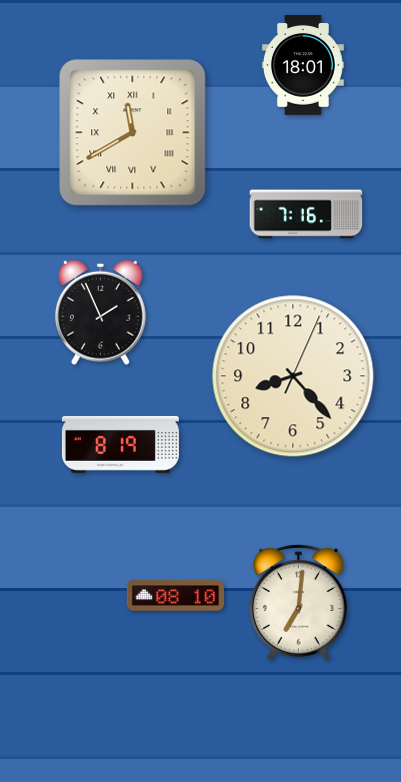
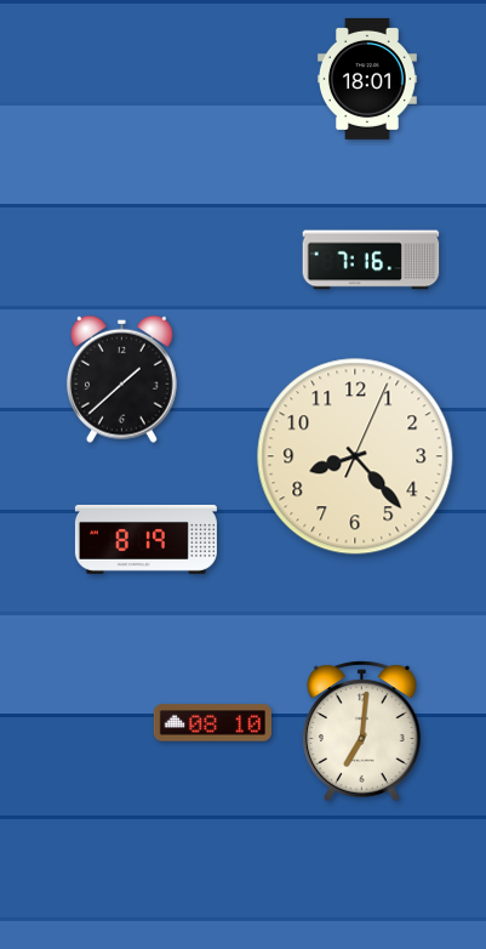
clock at (133, 133): 11:40 -> none
clock at (100, 312): 1:56 -> 1:38
